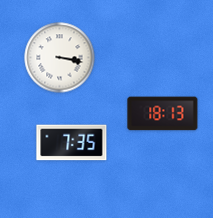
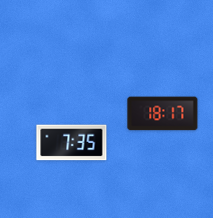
clock at (60, 58): 3:17 -> none
clock at (163, 114): 18:13 -> 18:17
